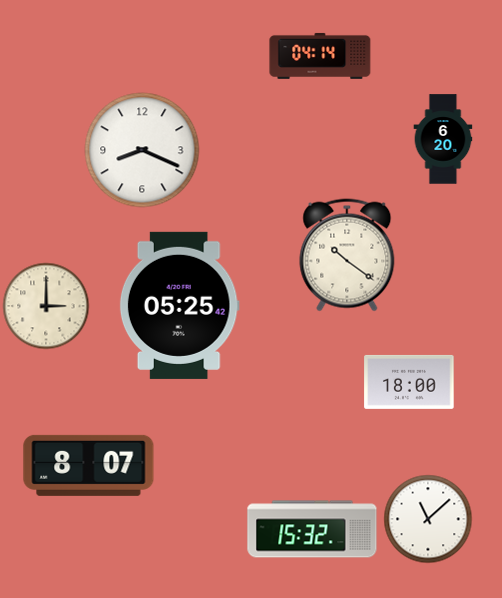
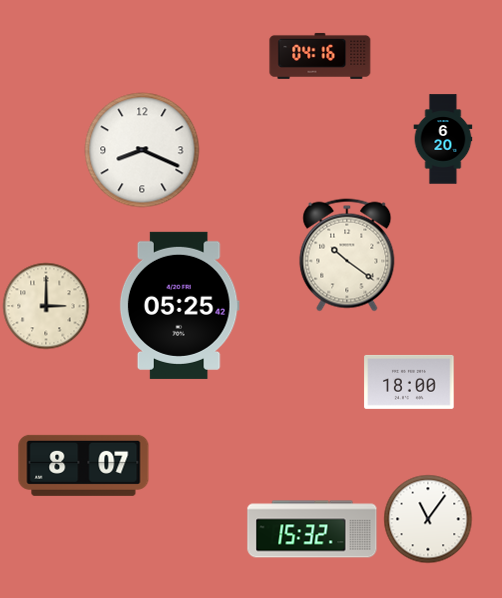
clock at (320, 56): 04:14 -> 04:16
clock at (89, 465) position: (89, 465) -> (84, 465)
clock at (428, 519): 11:08 -> 11:06
